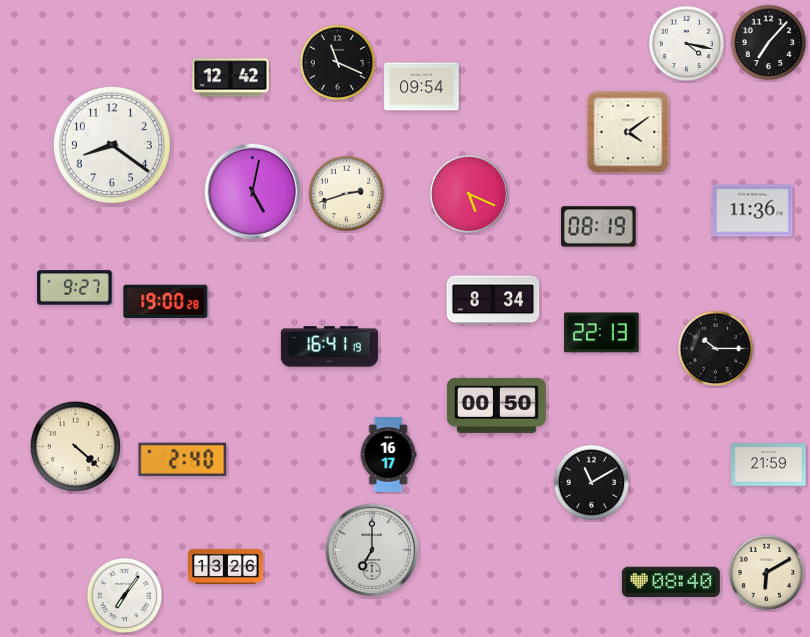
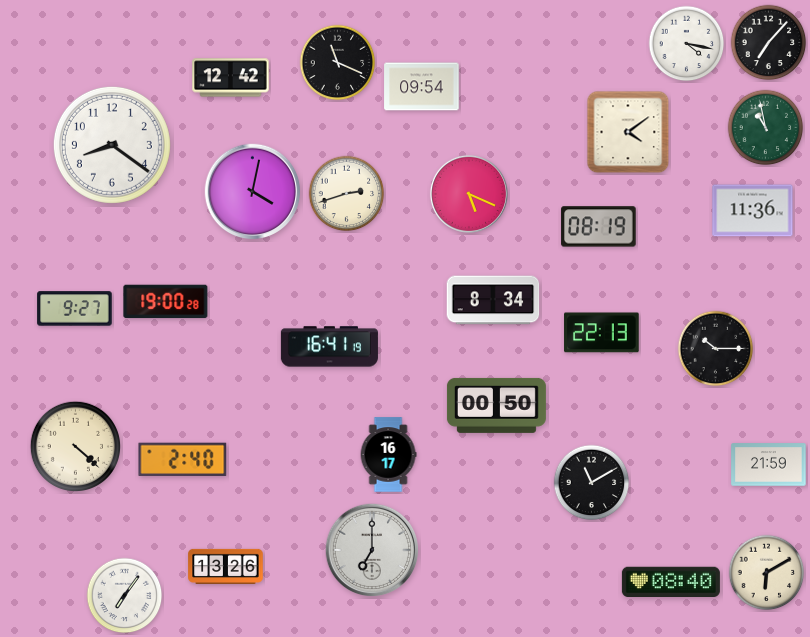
clock at (766, 128): none -> 10:58
clock at (253, 192): 5:02 -> 4:02
clock at (75, 288) position: (75, 288) -> (75, 309)
